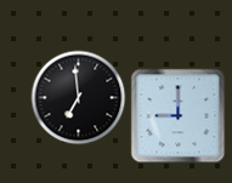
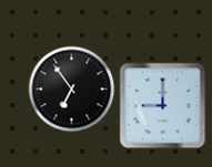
clock at (78, 97): 6:59 -> 6:54
